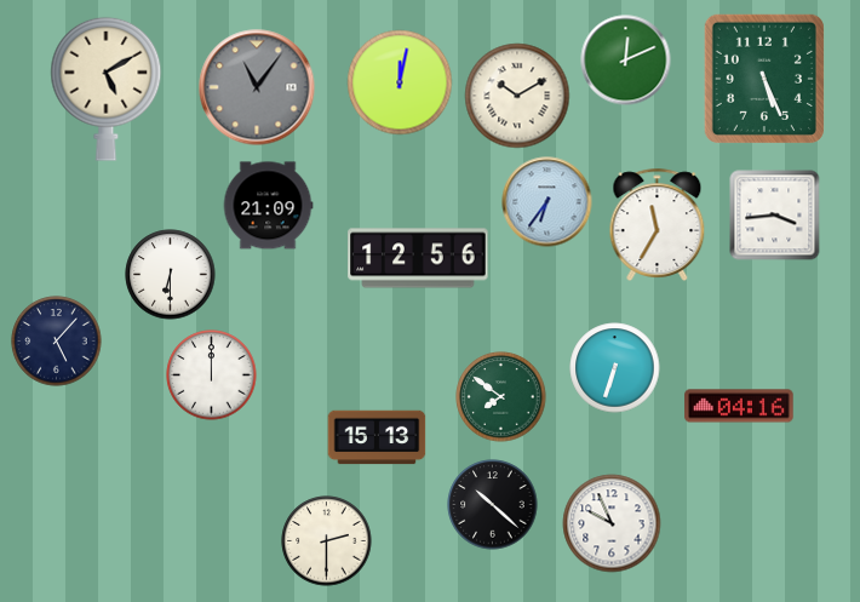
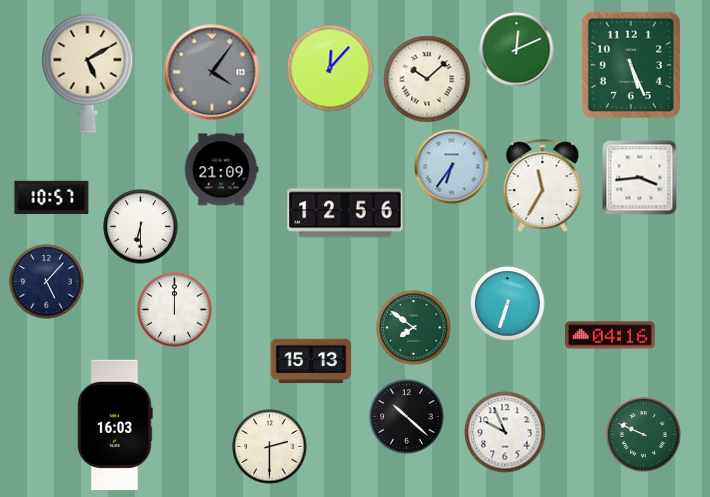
clock at (400, 82): 12:02 -> 12:07
clock at (257, 87): 11:06 -> 4:06
clock at (517, 96): 10:10 -> 10:08
clock at (52, 197): none -> 10:57
clock at (115, 425): none -> 16:03
clock at (644, 435): none -> 9:49
